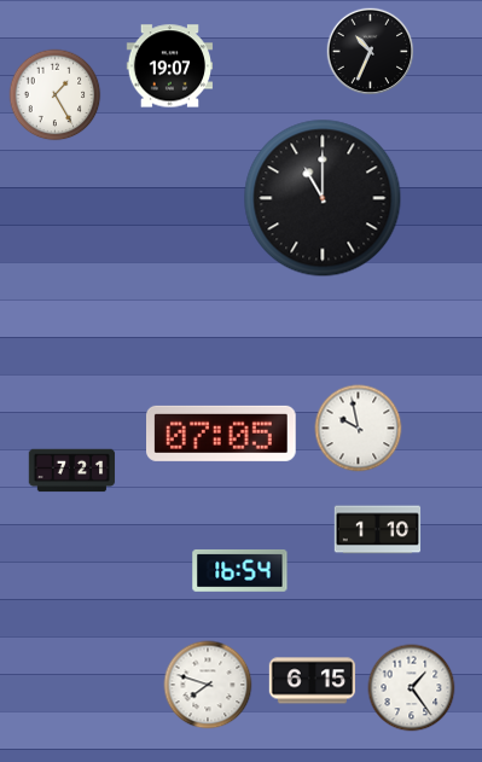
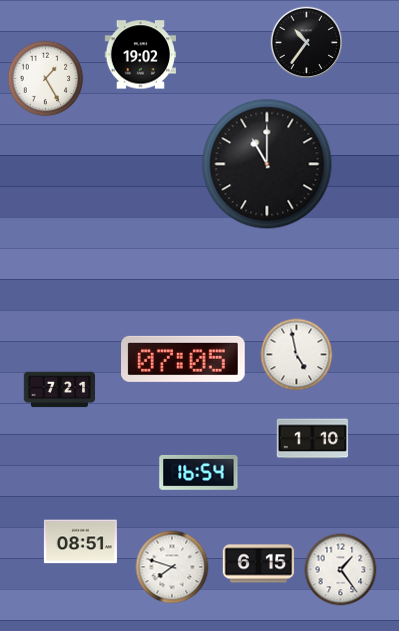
clock at (371, 52): 10:34 -> 10:36
clock at (170, 66): 19:07 -> 19:02
clock at (359, 429): 9:58 -> 4:58
clock at (80, 542): none -> 08:51
